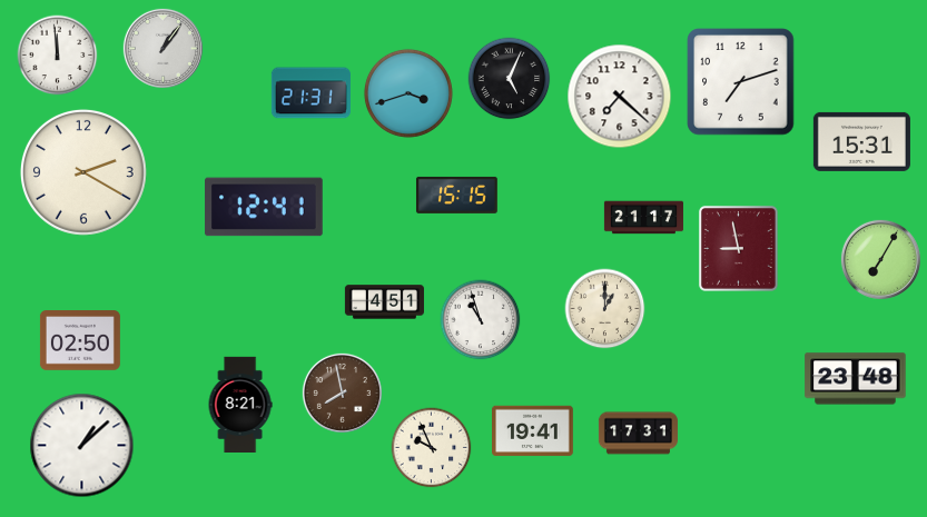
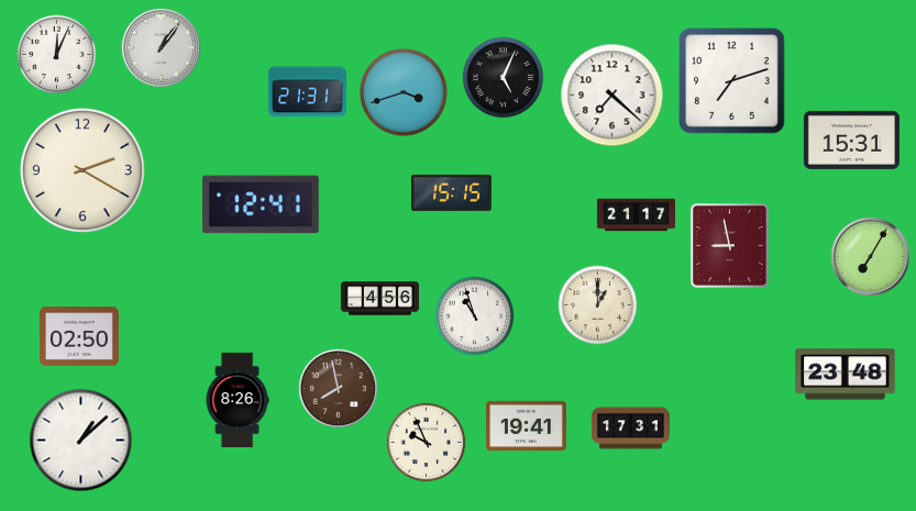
clock at (58, 56): 11:59 -> 12:04
clock at (384, 302): 4:51 -> 4:56
clock at (240, 404): 8:21 -> 8:26
